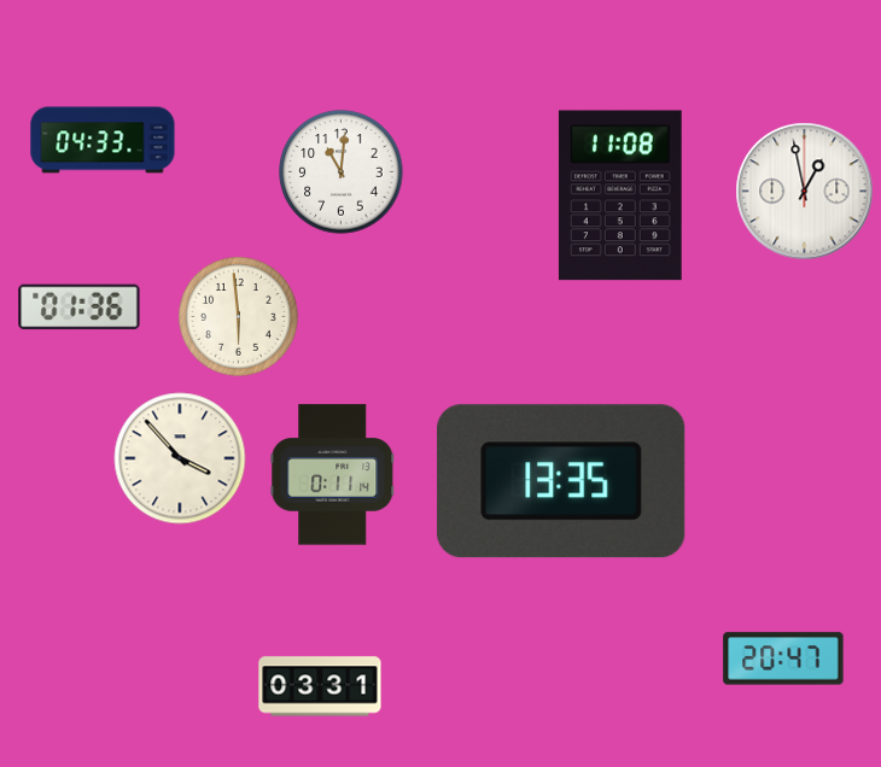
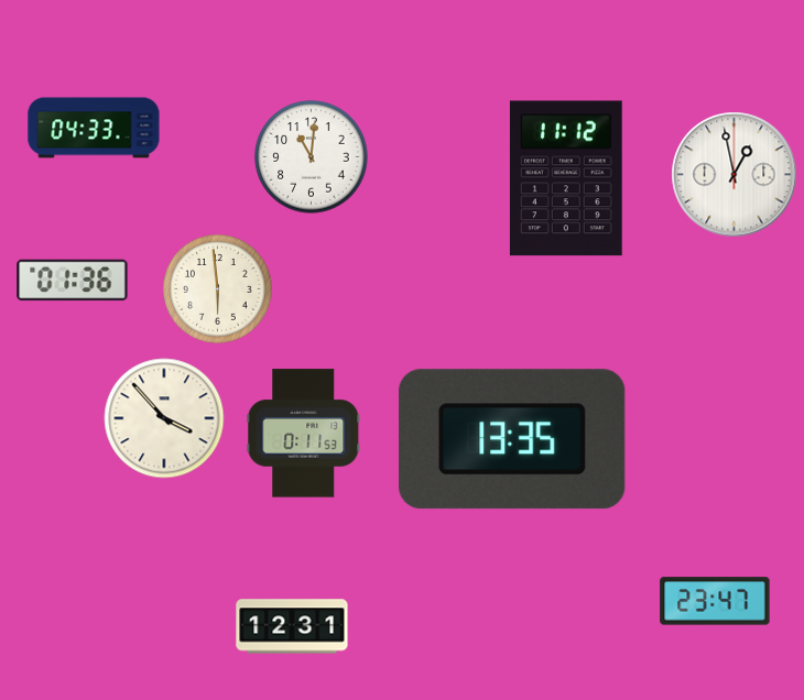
clock at (620, 195): 11:08 -> 11:12
clock at (333, 475): 0:11:14 -> 0:11:53
clock at (783, 658): 20:47 -> 23:47
clock at (320, 686): 03:31 -> 12:31
